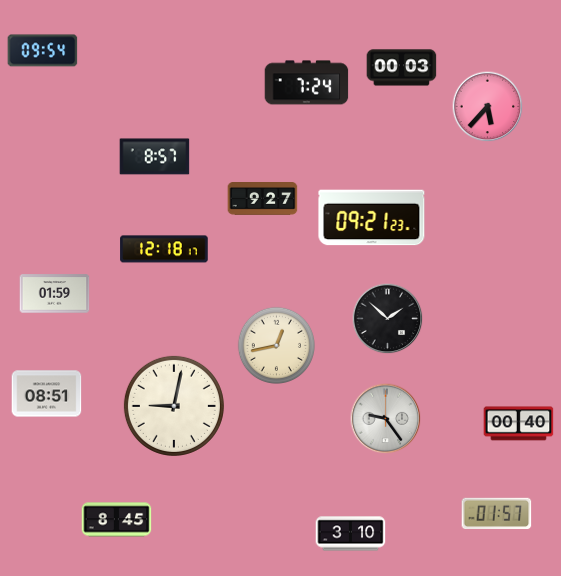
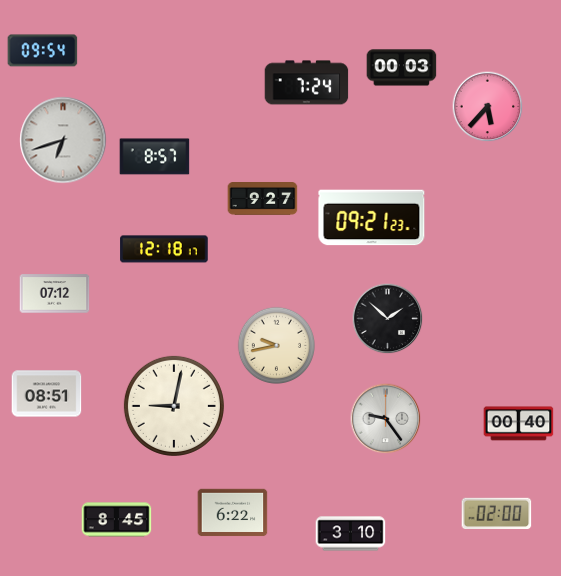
clock at (63, 140): none -> 6:42
clock at (55, 294): 01:59 -> 07:12
clock at (276, 345): 12:43 -> 9:43
clock at (233, 513): none -> 6:22
clock at (497, 514): 01:57 -> 02:00
